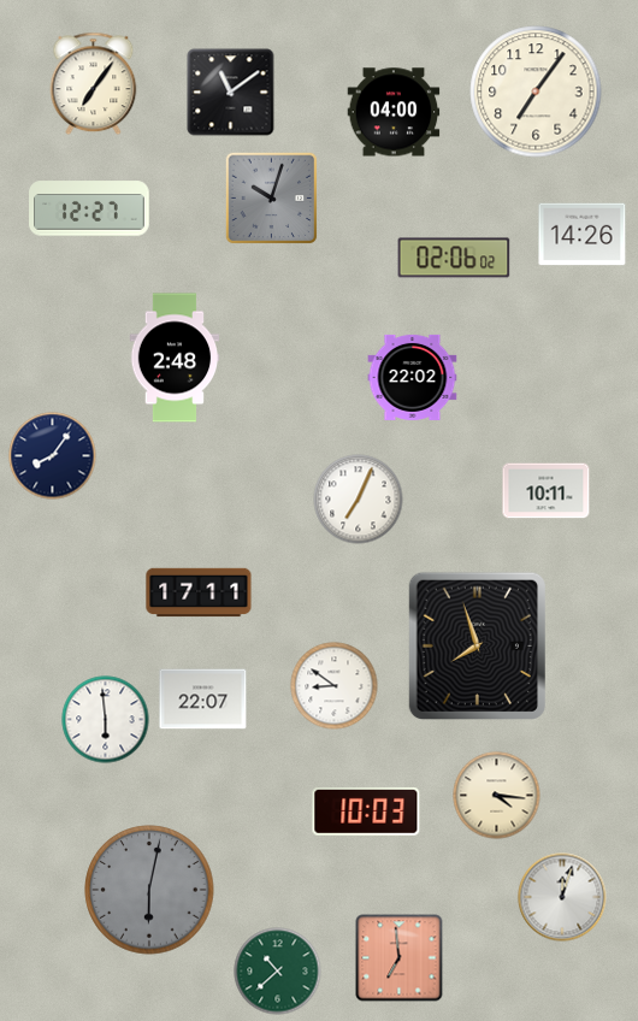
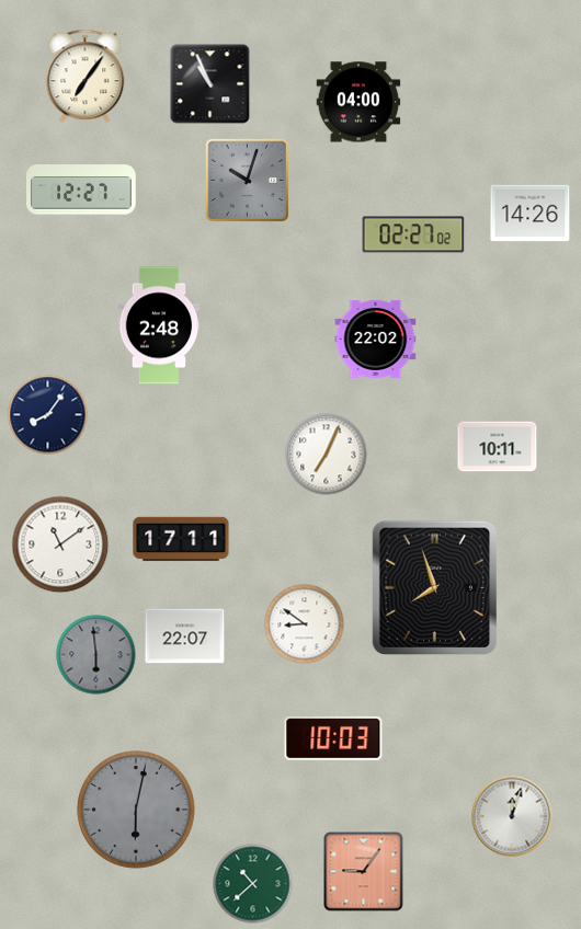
clock at (536, 92): 7:06 -> none
clock at (231, 93): 11:09 -> 10:56
clock at (454, 258): 02:06 -> 02:27
clock at (413, 377) position: (413, 377) -> (376, 339)
clock at (60, 544): none -> 11:09
clock at (106, 720) dial: white -> grey
clock at (497, 796): 4:16 -> none
clock at (400, 958): 6:59 -> 9:06
